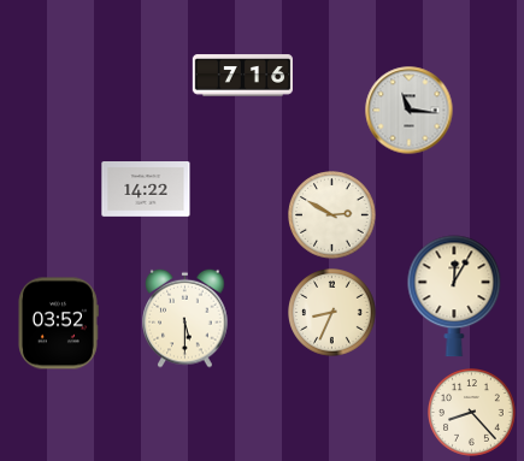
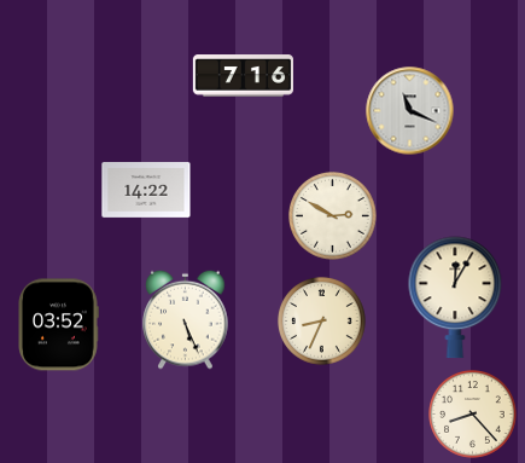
clock at (410, 111): 11:16 -> 11:19
clock at (332, 313) position: (332, 313) -> (322, 322)
clock at (186, 318): 5:30 -> 5:26
